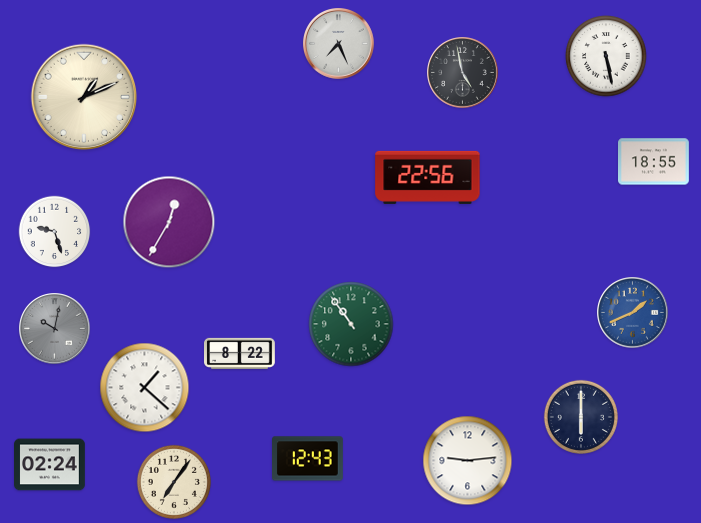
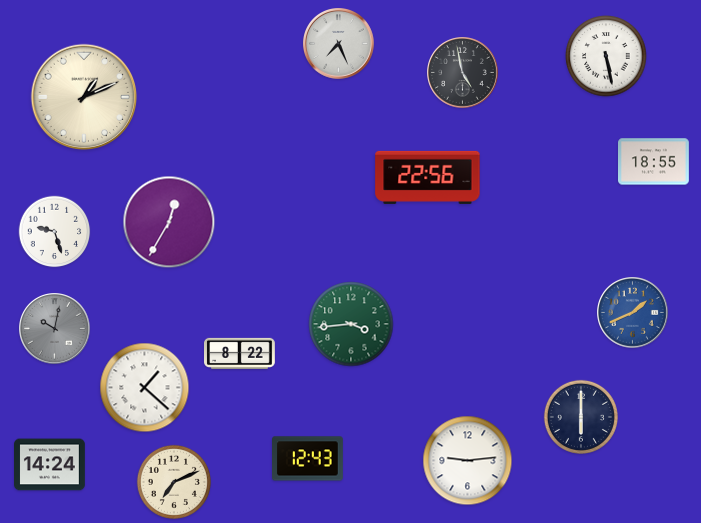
clock at (351, 324): 10:54 -> 3:44
clock at (50, 465): 02:24 -> 14:24
clock at (174, 482): 7:06 -> 7:11
